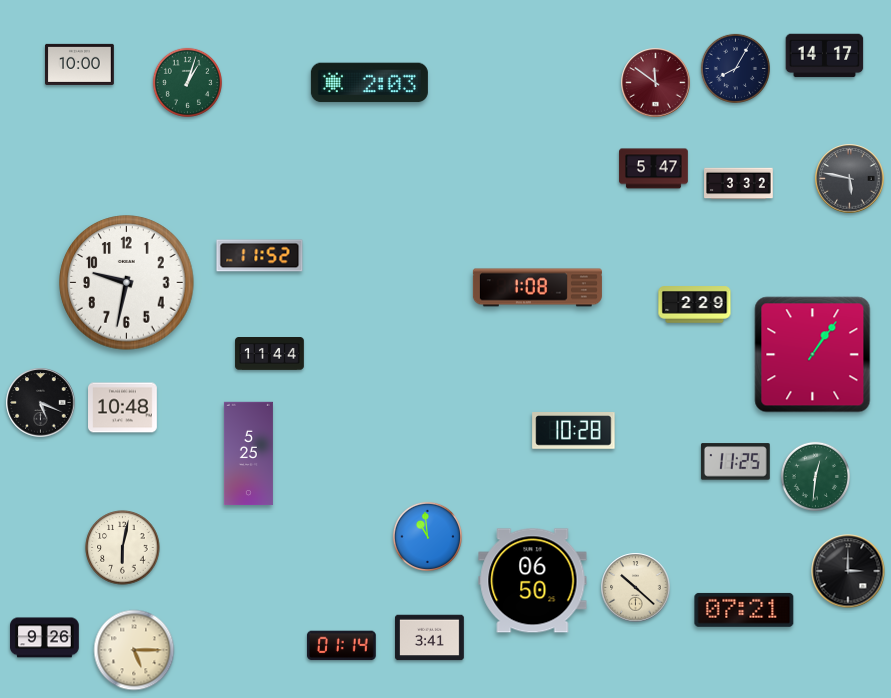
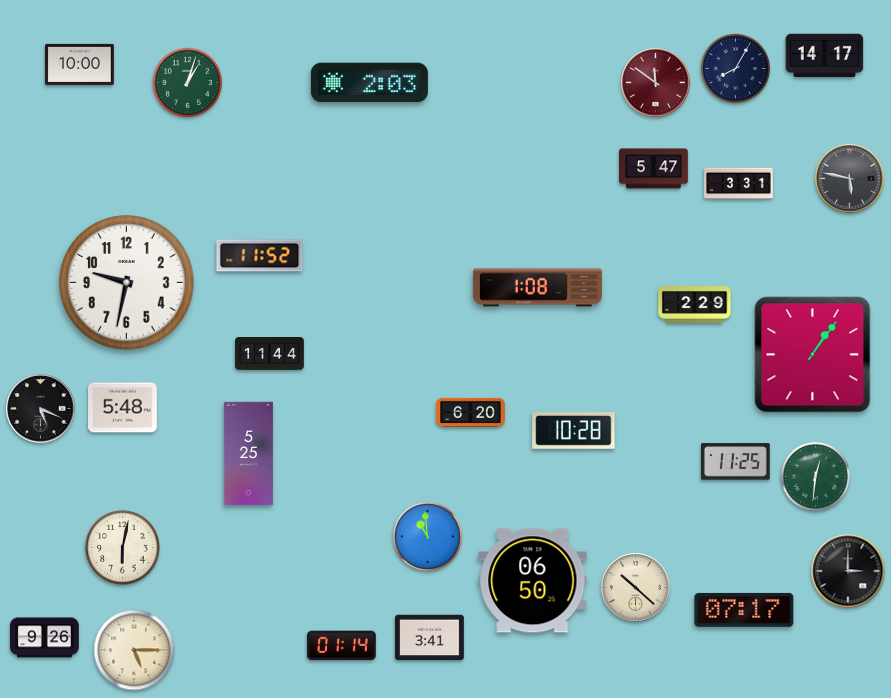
clock at (739, 184): 3:32 -> 3:31
clock at (41, 403) position: (41, 403) -> (41, 409)
clock at (123, 408): 10:48 -> 5:48
clock at (471, 412): none -> 6:20
clock at (744, 610): 07:21 -> 07:17
